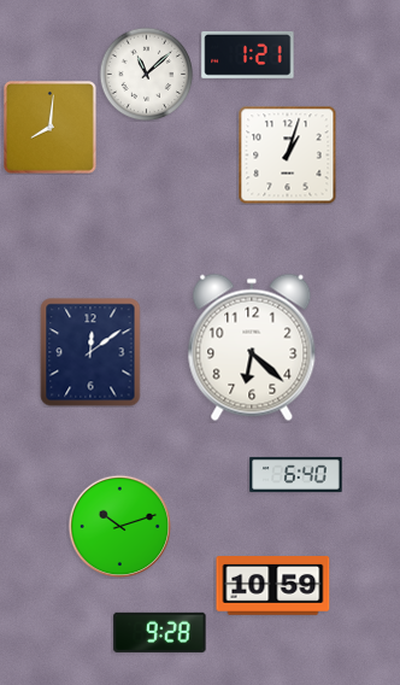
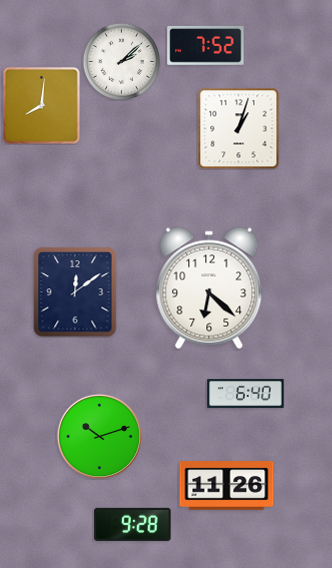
clock at (248, 54): 1:21 -> 7:52
clock at (146, 74): 11:08 -> 2:08
clock at (273, 586): 10:59 -> 11:26
